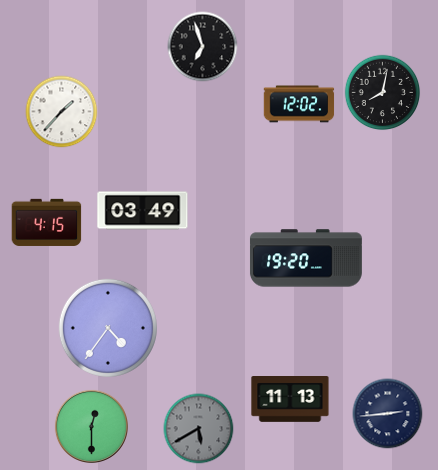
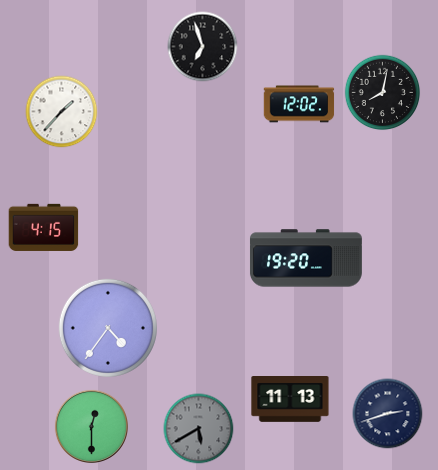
clock at (143, 211): 03:49 -> none
clock at (47, 222) position: (47, 222) -> (44, 227)
clock at (388, 414): 2:44 -> 2:42
